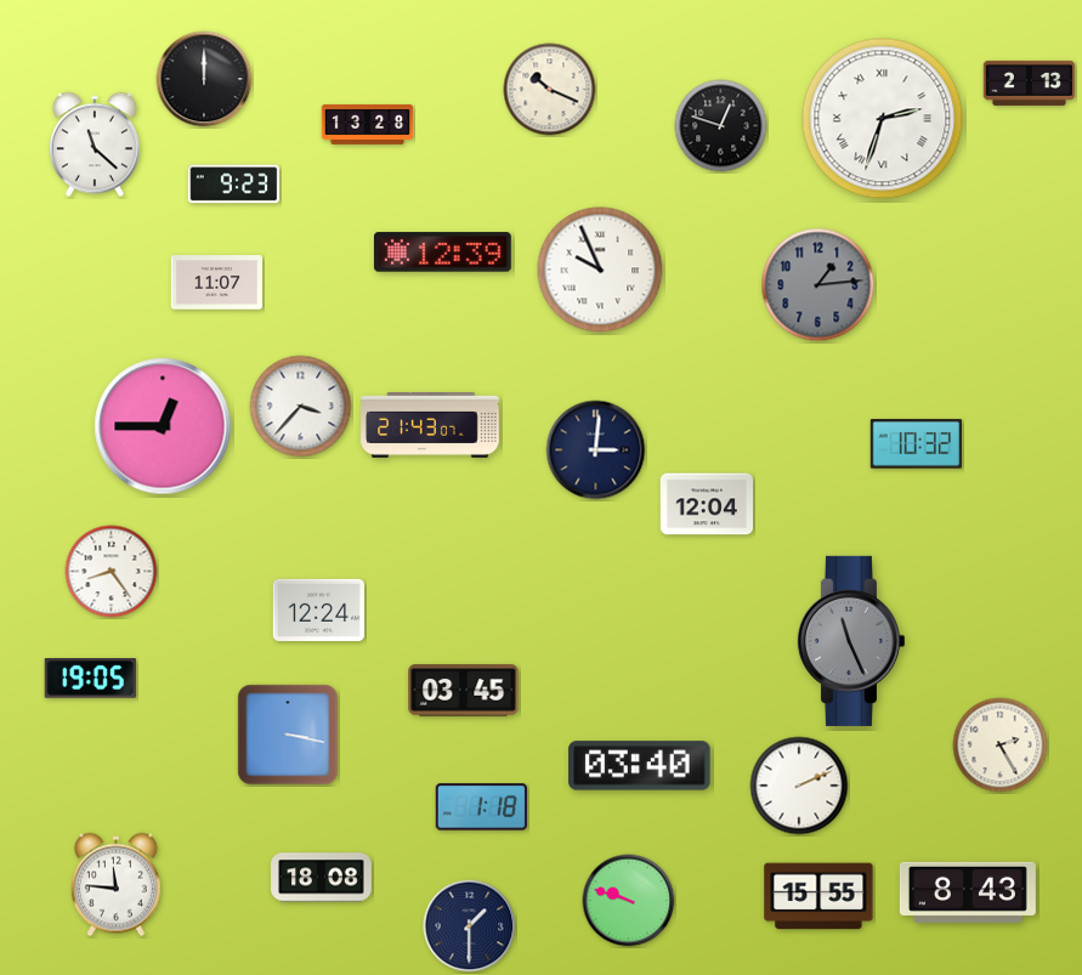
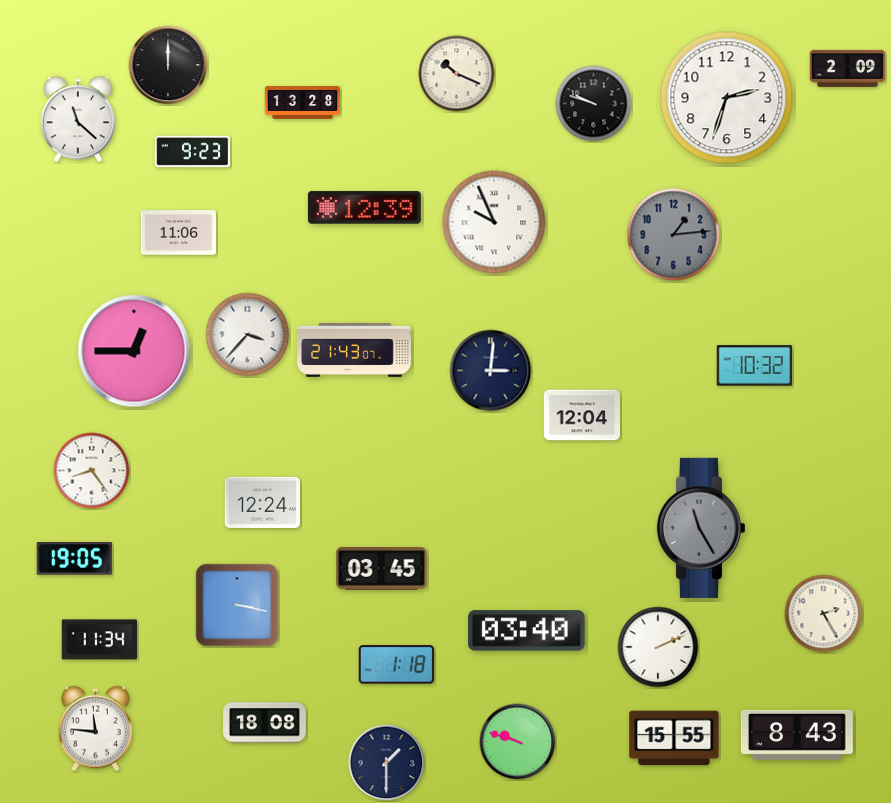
clock at (1030, 83): 2:13 -> 2:09
clock at (550, 90) position: (550, 90) -> (457, 74)
clock at (883, 119) numerals: Roman -> Arabic
clock at (721, 126): 12:48 -> 9:48
clock at (217, 283): 11:07 -> 11:06
clock at (850, 641): 11:26 -> 11:25
clock at (99, 640): none -> 11:34
